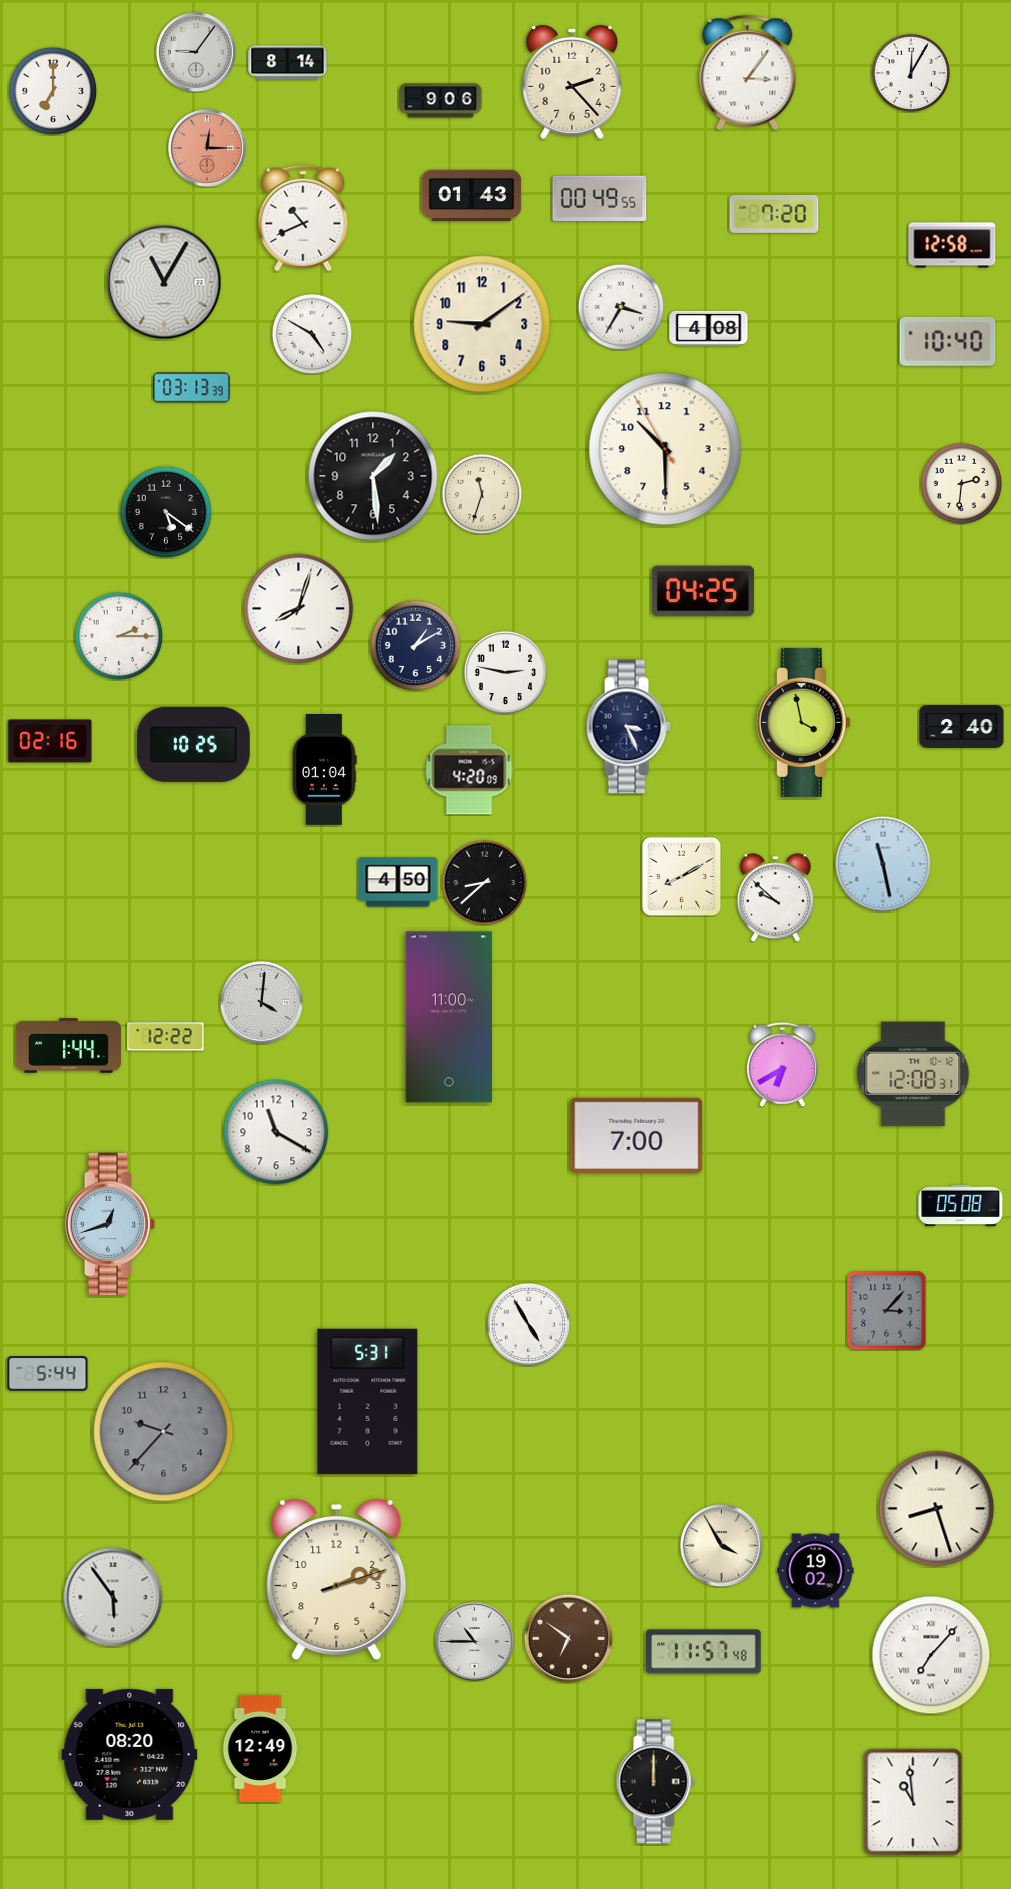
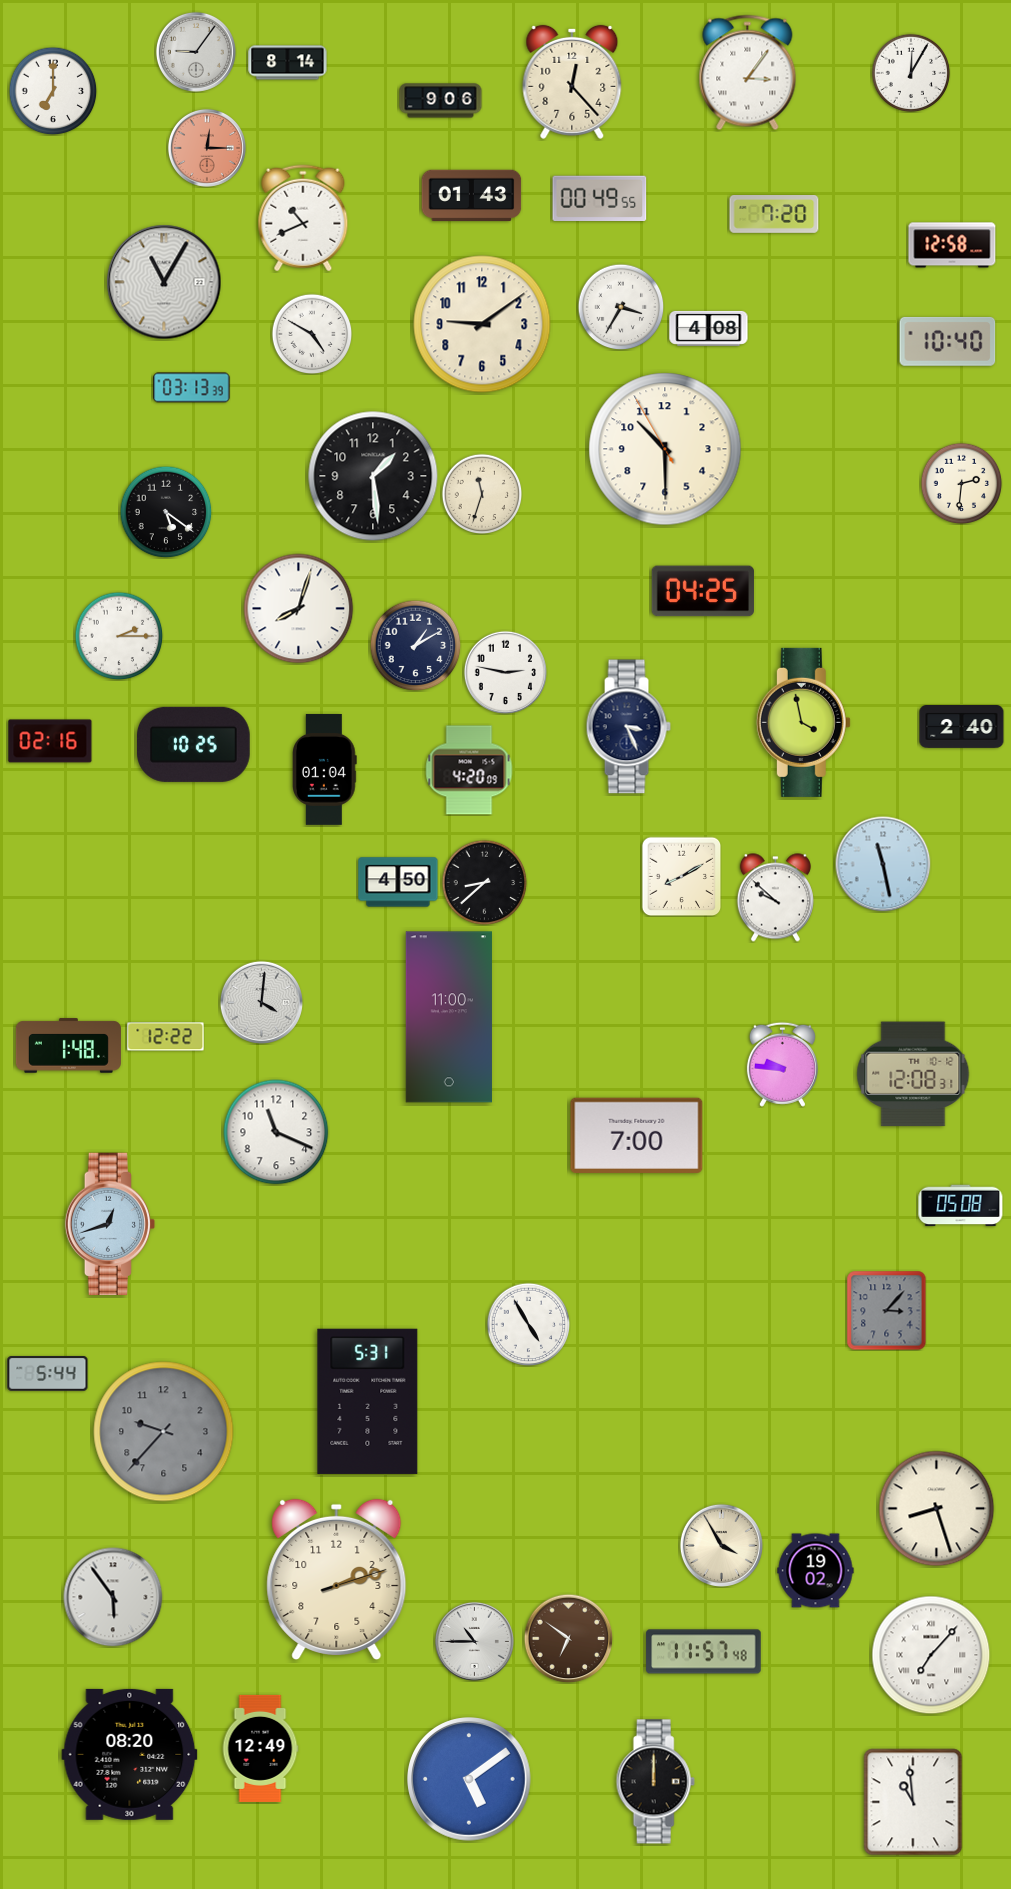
clock at (572, 82): 2:23 -> 12:23
clock at (68, 1046): 1:44 -> 1:48
clock at (782, 1064): 6:40 -> 9:46
clock at (276, 1132): 11:20 -> 11:19
clock at (469, 1779): none -> 5:09
